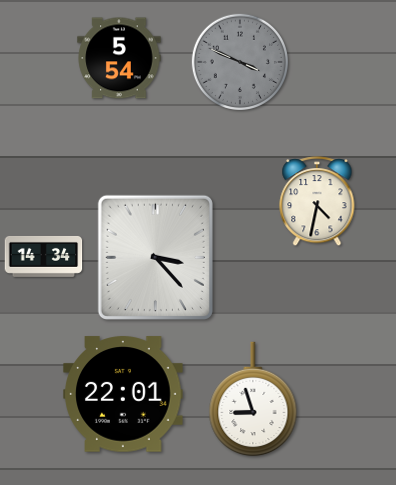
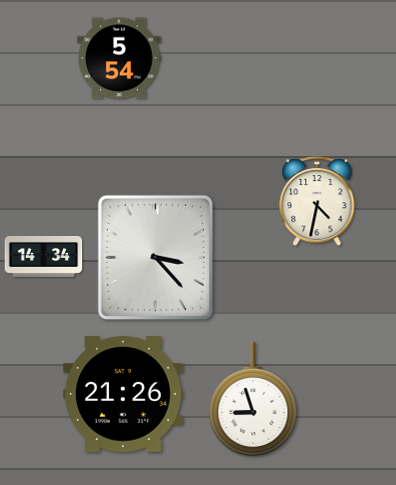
clock at (239, 61): 3:49 -> none
clock at (123, 394): 22:01 -> 21:26
